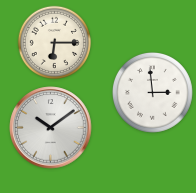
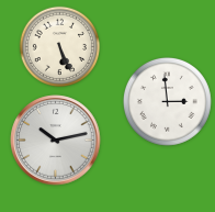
clock at (54, 42): 6:15 -> 5:26
clock at (51, 128): 10:09 -> 10:13
